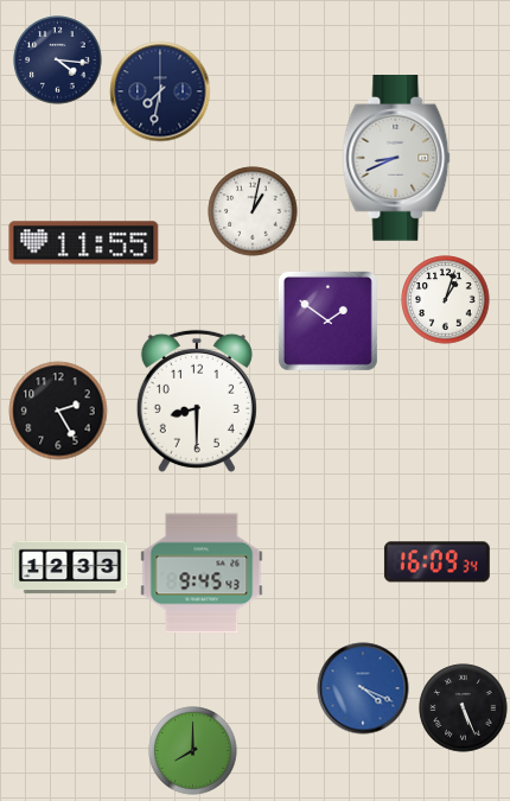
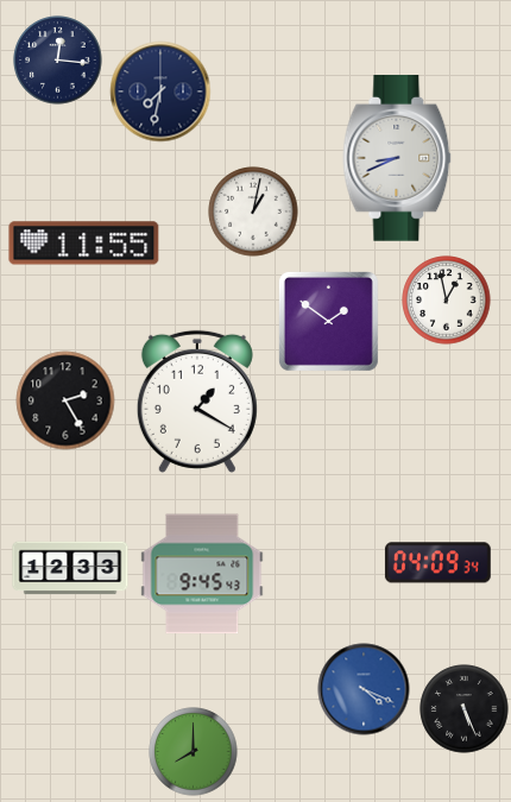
clock at (58, 61): 4:16 -> 12:16
clock at (446, 300): 1:03 -> 12:58
clock at (197, 401): 8:30 -> 1:20
clock at (58, 411) position: (58, 411) -> (65, 400)
clock at (436, 562): 16:09 -> 04:09
